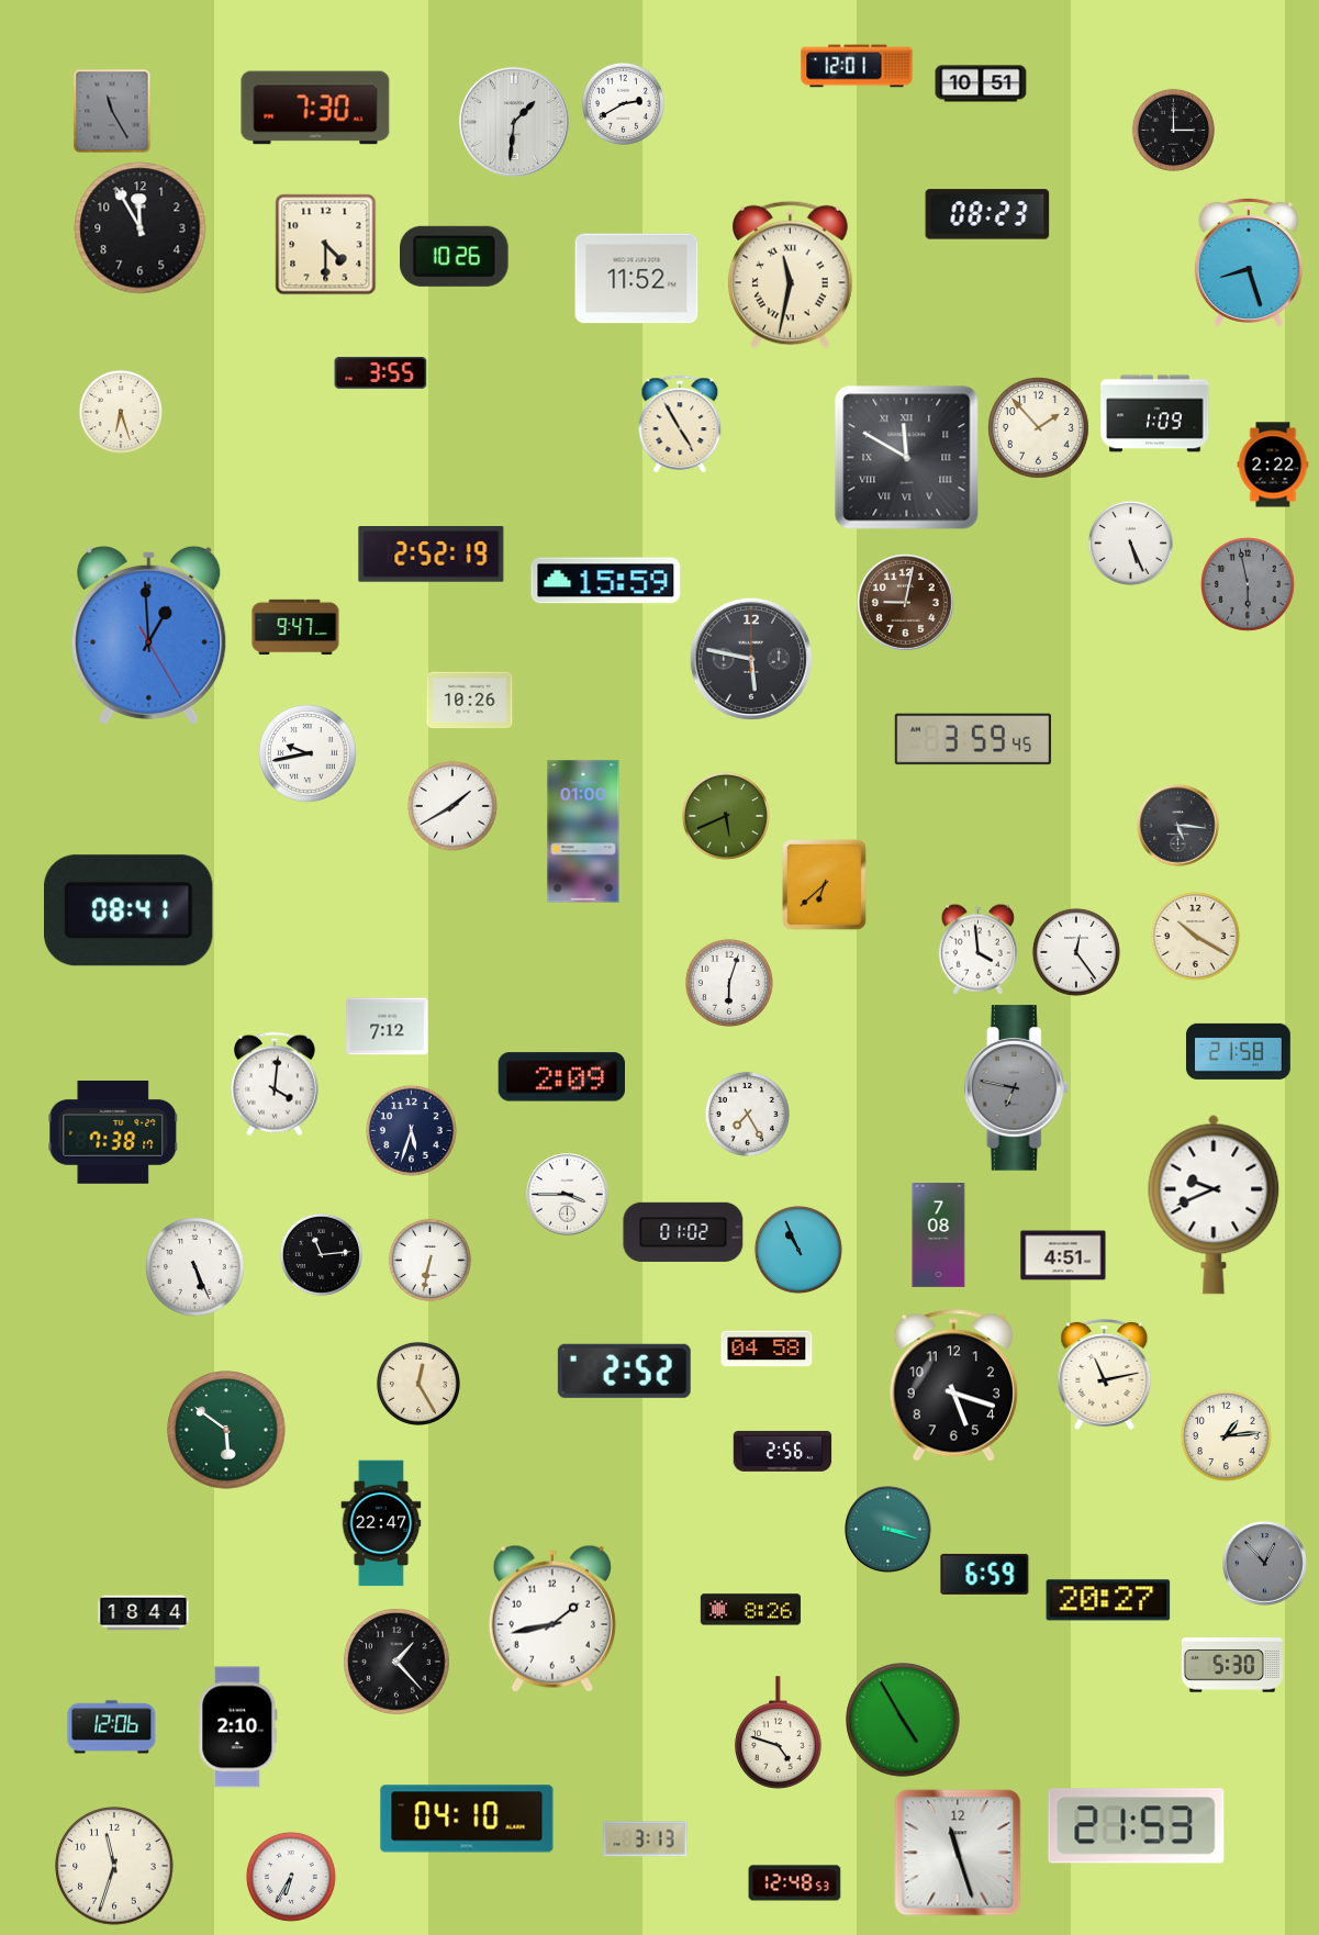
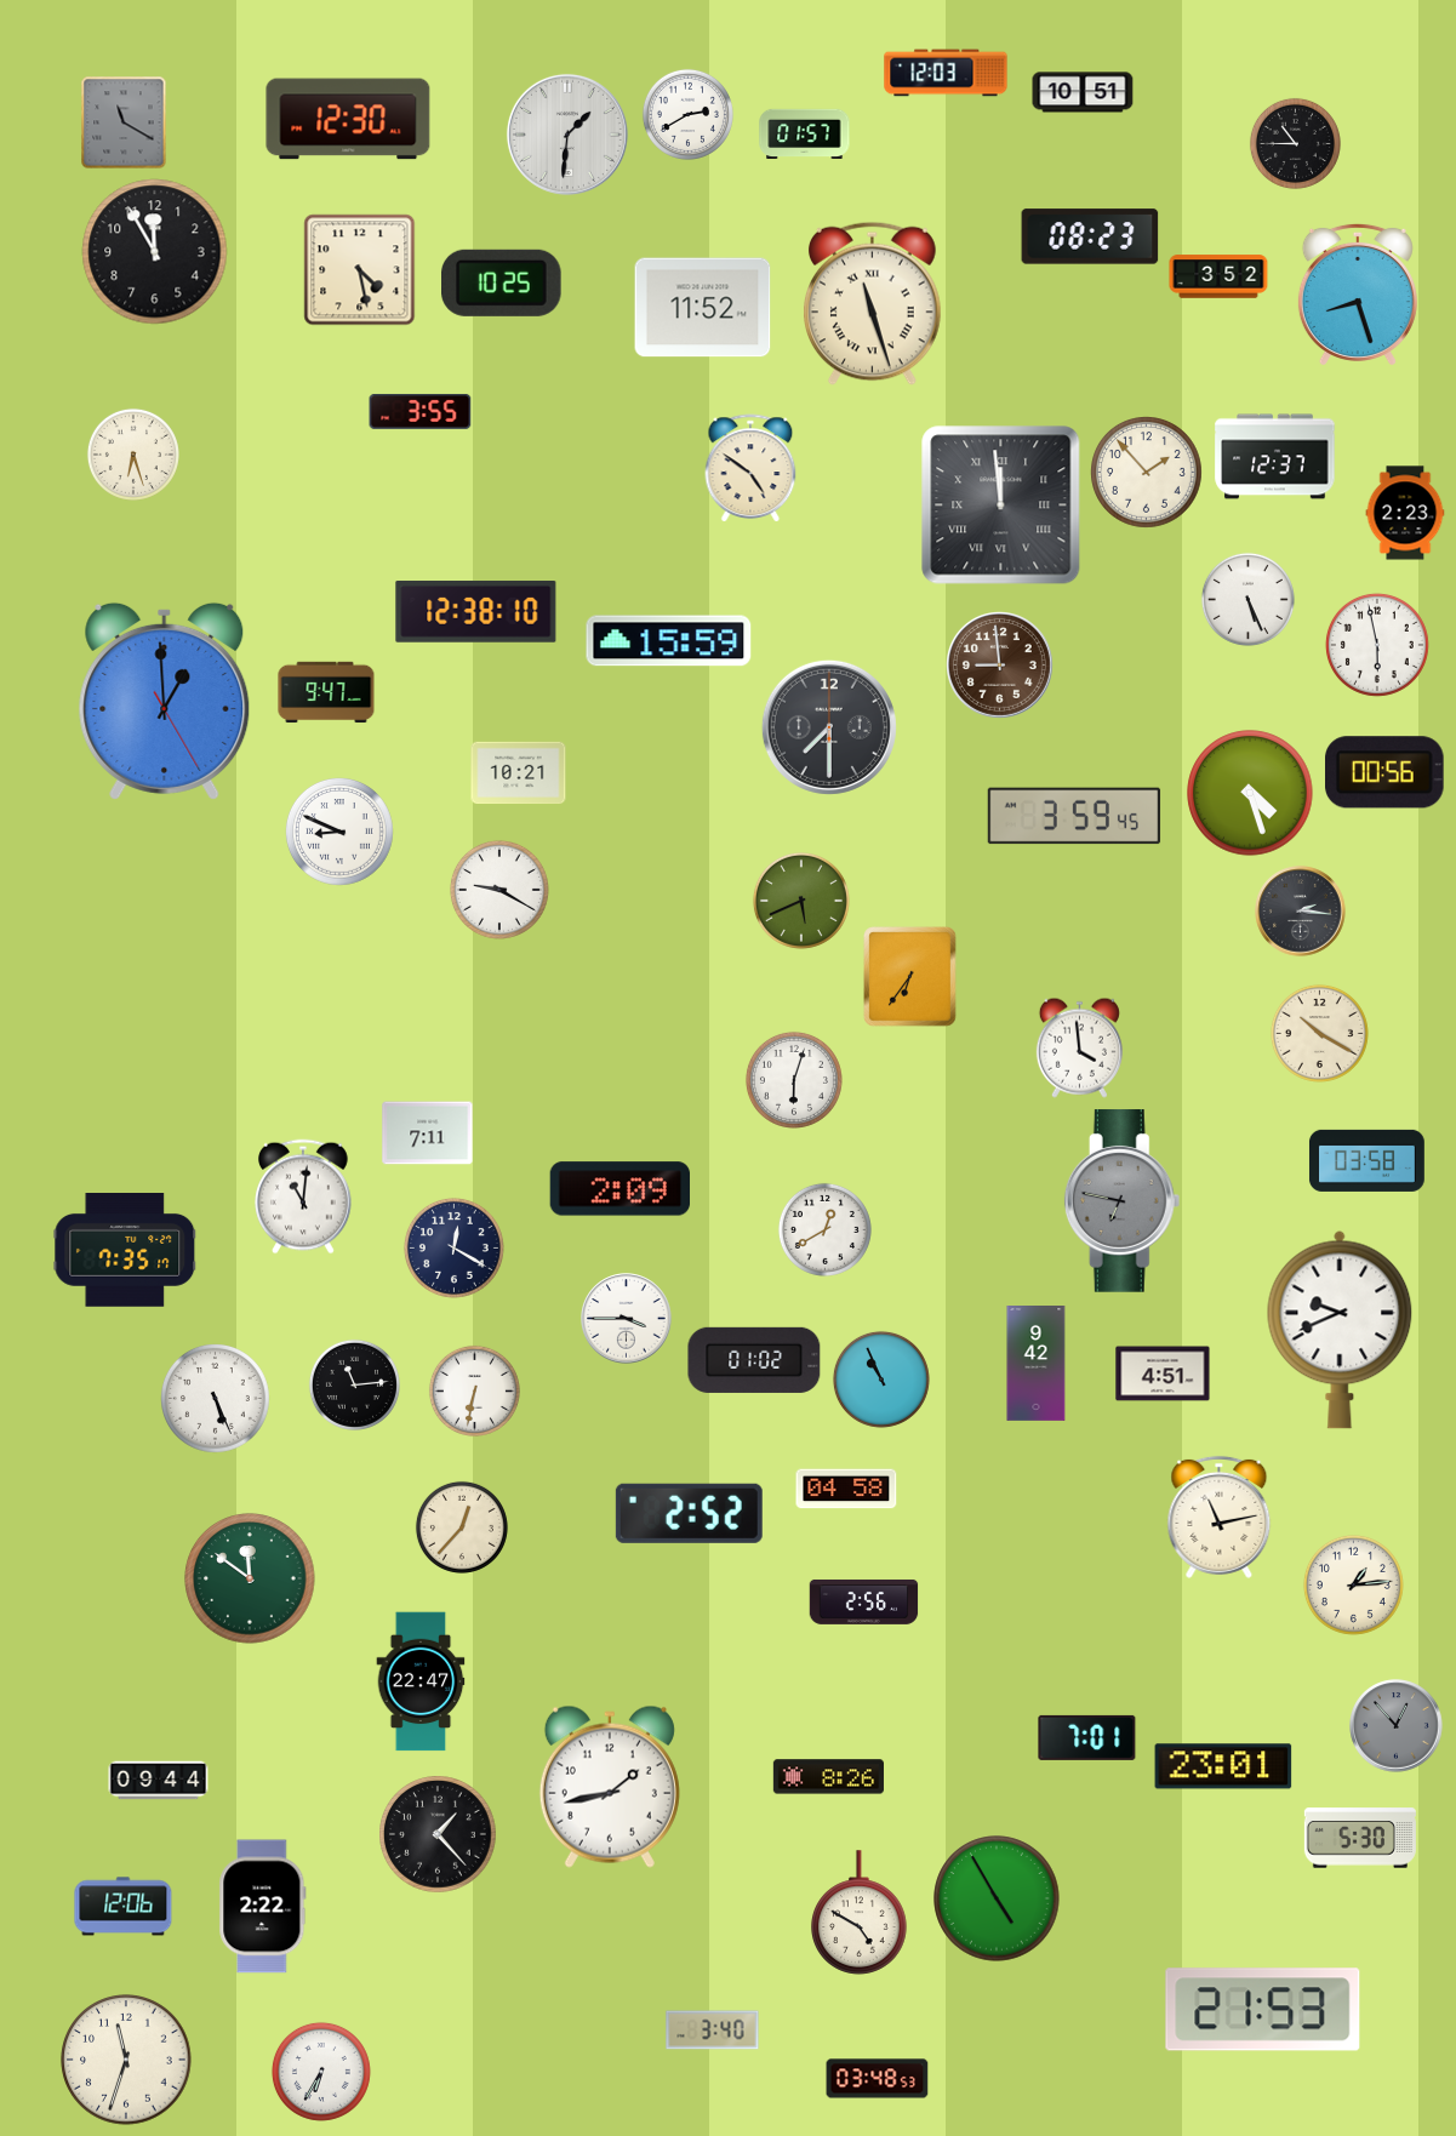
clock at (857, 66): 12:01 -> 12:03
clock at (315, 108): 7:30 -> 12:30
clock at (112, 111): 11:25 -> 11:20
clock at (805, 133): none -> 01:57
clock at (1173, 130): 3:00 -> 10:45
clock at (326, 245): 4:30 -> 4:28
clock at (1218, 276): none -> 3:52
clock at (455, 256): 10:26 -> 10:25
clock at (1249, 261) position: (1249, 261) -> (1358, 293)
clock at (791, 275): 11:32 -> 11:27
clock at (1155, 414): 1:09 -> 12:37
clock at (680, 424): 4:55 -> 4:51
clock at (907, 458): 11:50 -> 11:59
clock at (1273, 465): 2:22 -> 2:23
clock at (432, 555): 2:52 -> 12:38
clock at (1248, 584) dial: grey -> white
clock at (906, 603): 9:02 -> 8:59
clock at (751, 659): 5:47 -> 7:30
clock at (1386, 772): none -> 00:56
clock at (470, 701): 10:26 -> 10:21
clock at (1250, 793): none -> 4:27
clock at (309, 754): 9:43 -> 8:49
clock at (452, 806): 1:40 -> 9:20
clock at (1178, 826): 5:16 -> 2:16
clock at (583, 831): 01:00 -> none
clock at (825, 885): 6:38 -> 6:36
clock at (130, 910): 08:41 -> none
clock at (1076, 952): 12:24 -> none
clock at (729, 983) position: (729, 983) -> (794, 1080)
clock at (388, 1027): 7:12 -> 7:11
clock at (1238, 1051): 21:58 -> 03:58
clock at (276, 1084): 4:01 -> 11:01
clock at (747, 1114): 7:25 -> 12:40
clock at (411, 1130): 5:33 -> 12:20
clock at (113, 1133): 7:38 -> 7:35
clock at (939, 1235): 7:08 -> 9:42
clock at (1063, 1255) position: (1063, 1255) -> (1163, 1373)
clock at (418, 1384): 12:25 -> 12:37
clock at (953, 1386): 5:18 -> none
clock at (226, 1430): 5:51 -> 11:51
clock at (888, 1530): 3:18 -> none
clock at (985, 1574): 6:59 -> 7:01
clock at (1108, 1600): 20:27 -> 23:01
clock at (144, 1613): 18:44 -> 09:44
clock at (238, 1727): 2:10 -> 2:22
clock at (779, 1733): 4:48 -> 4:50
clock at (467, 1819): 04:10 -> none
clock at (1137, 1826) position: (1137, 1826) -> (1263, 2010)
clock at (646, 1839): 3:13 -> 3:40
clock at (958, 1853): 11:27 -> none
clock at (795, 1883): 12:48 -> 03:48
